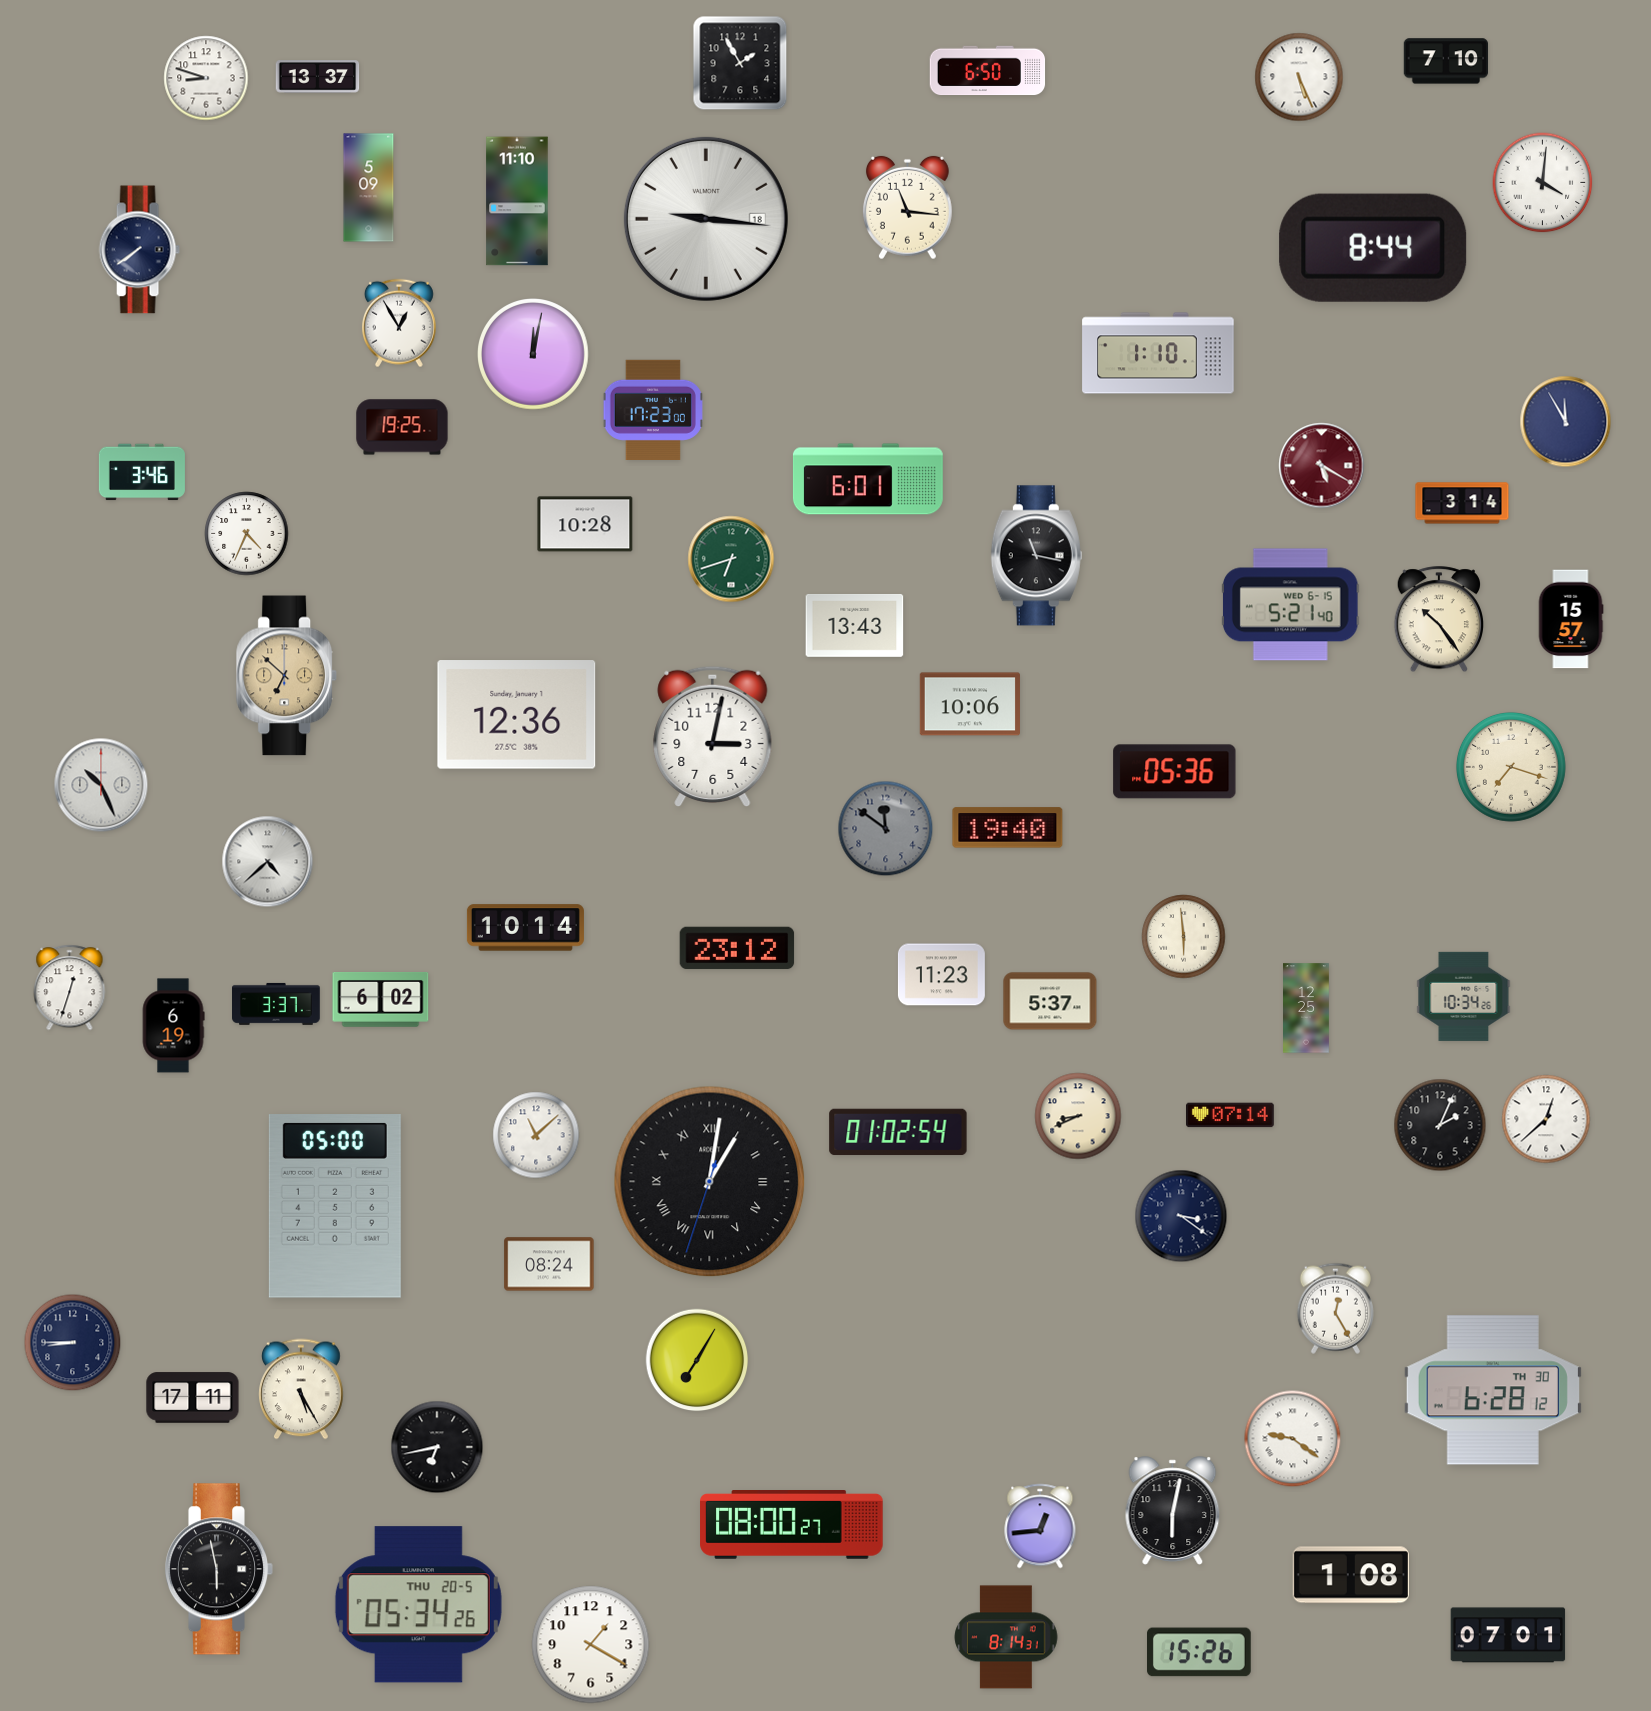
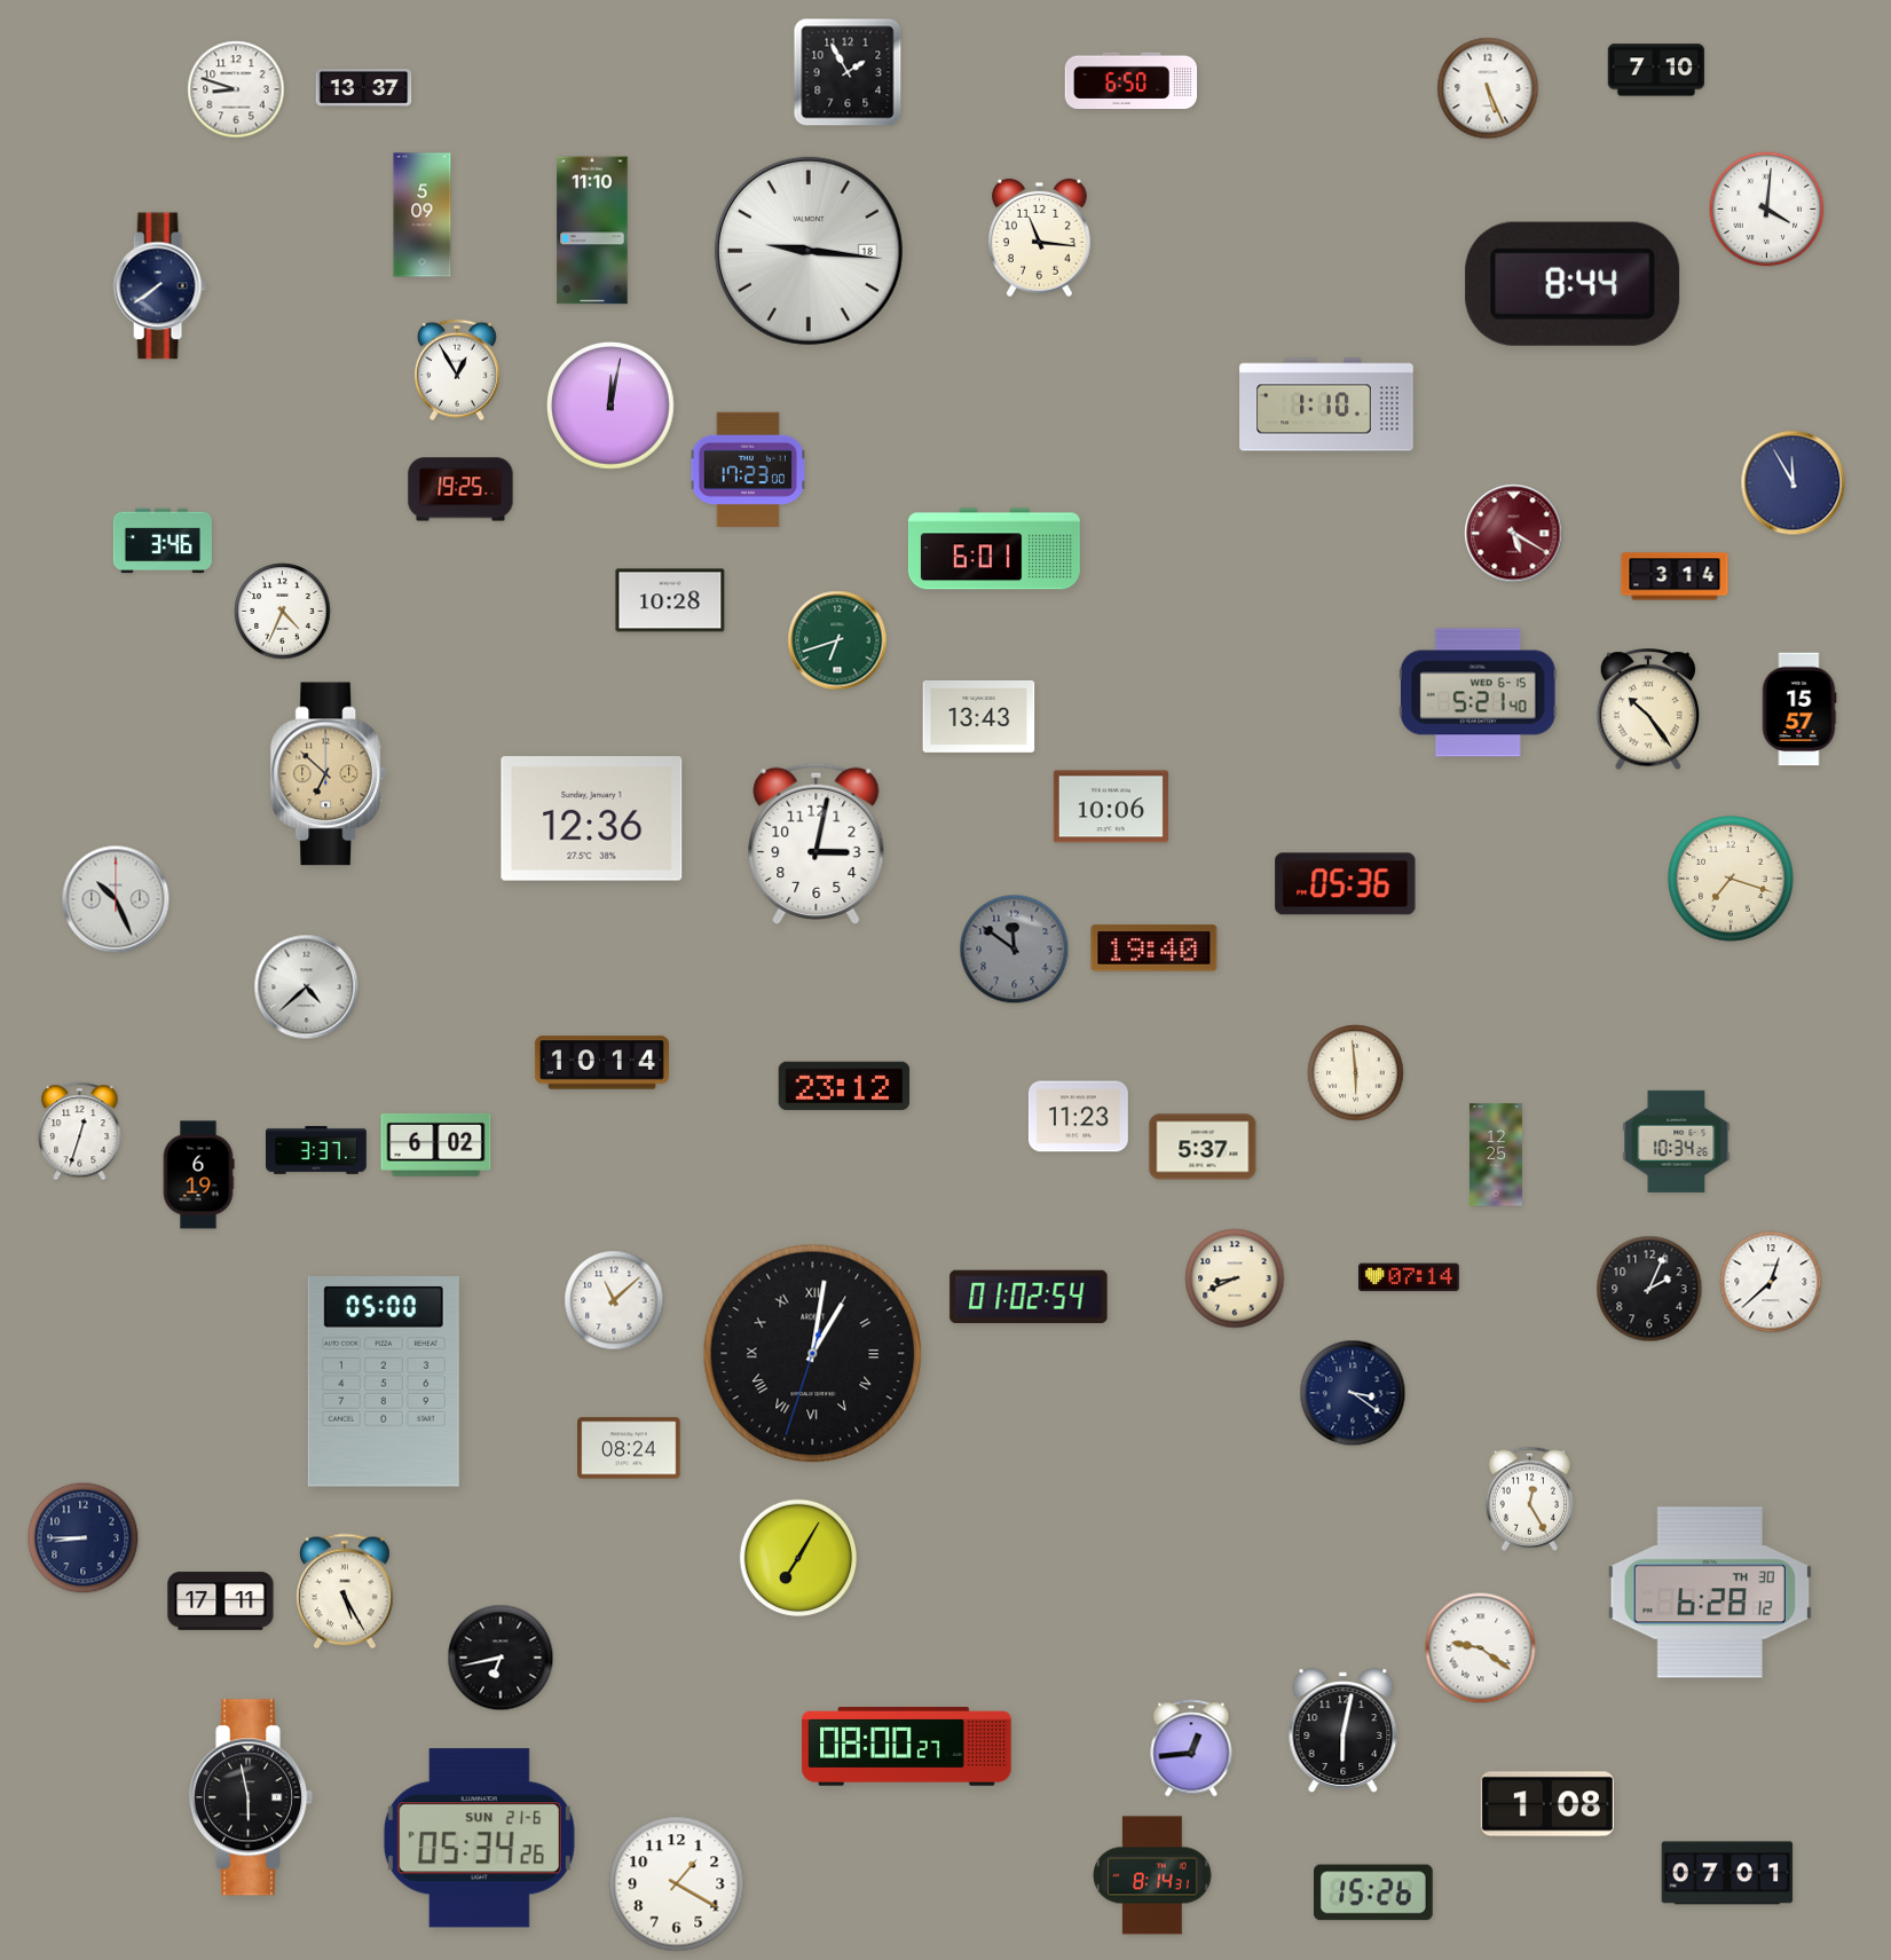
clock at (1036, 556): 11:17 -> none
clock at (418, 1605) date: THU 20-5 -> SUN 21-6
